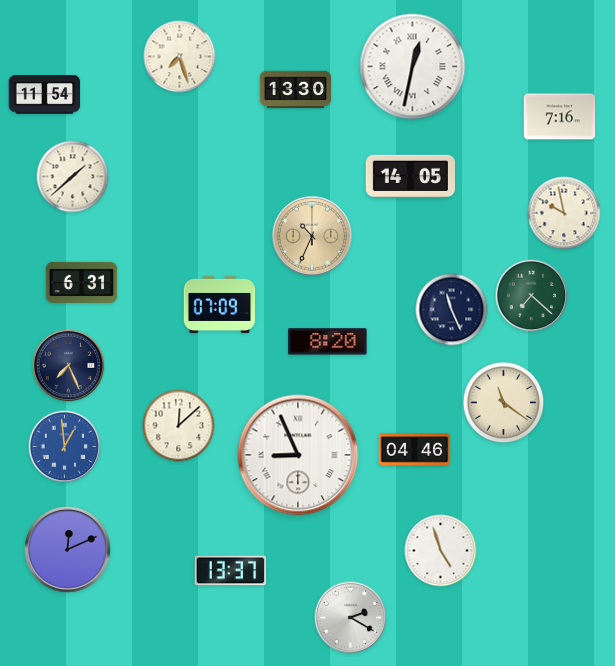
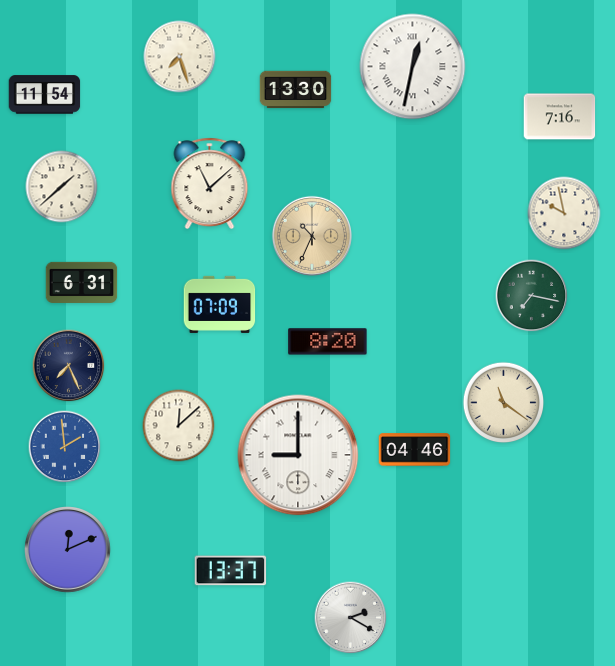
clock at (410, 176): 14:05 -> none
clock at (73, 177) position: (73, 177) -> (62, 187)
clock at (210, 184): none -> 11:08
clock at (532, 296): 7:22 -> 7:17
clock at (452, 310): 11:26 -> none
clock at (65, 447): 12:59 -> 1:59
clock at (298, 455): 8:56 -> 9:00
clock at (441, 551): 4:57 -> none
